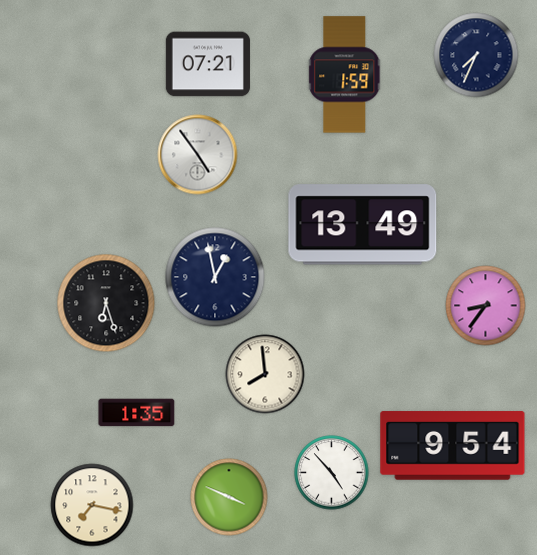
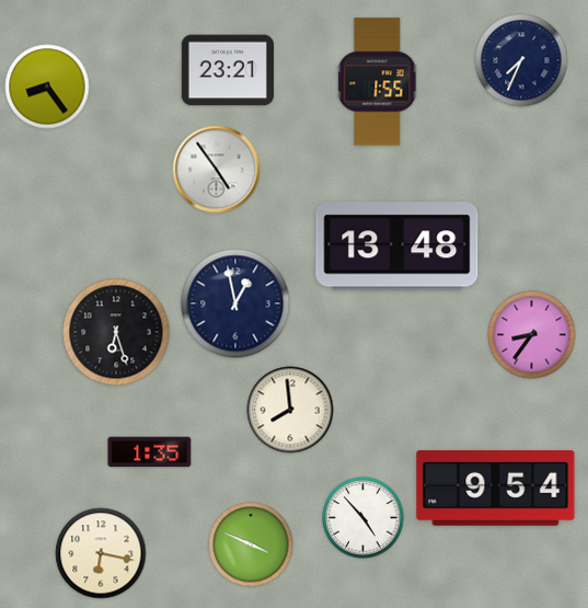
clock at (208, 64): 07:21 -> 23:21
clock at (345, 75): 1:59 -> 1:55
clock at (47, 87): none -> 8:24
clock at (363, 225): 13:49 -> 13:48
clock at (92, 505): 7:17 -> 6:17
